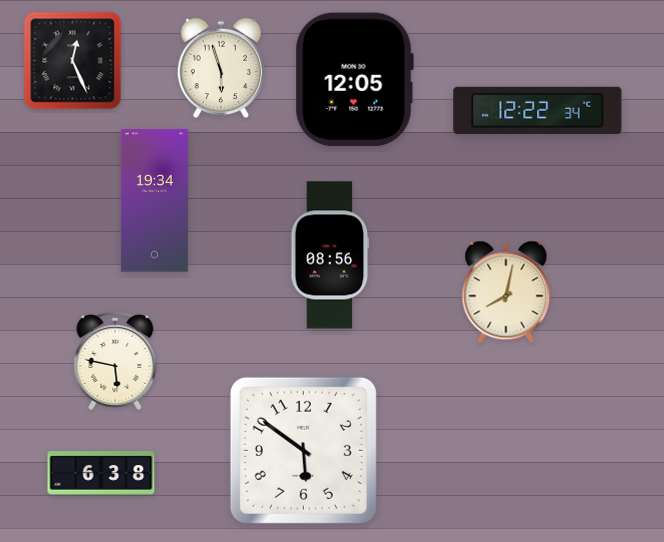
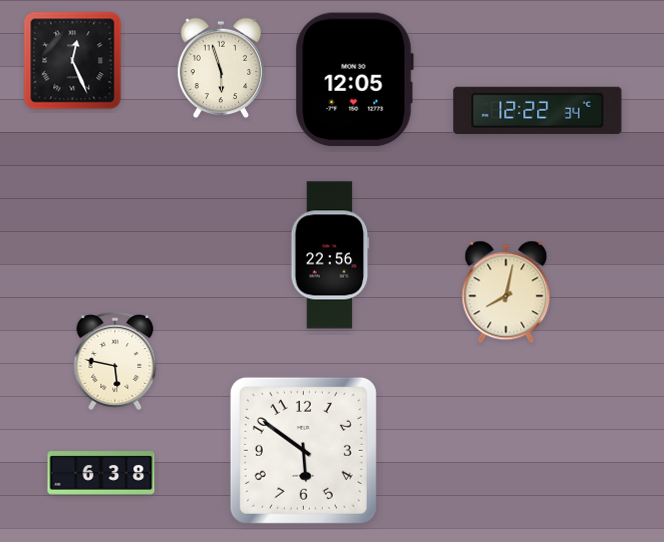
clock at (154, 201): 19:34 -> none
clock at (330, 255): 08:56 -> 22:56
